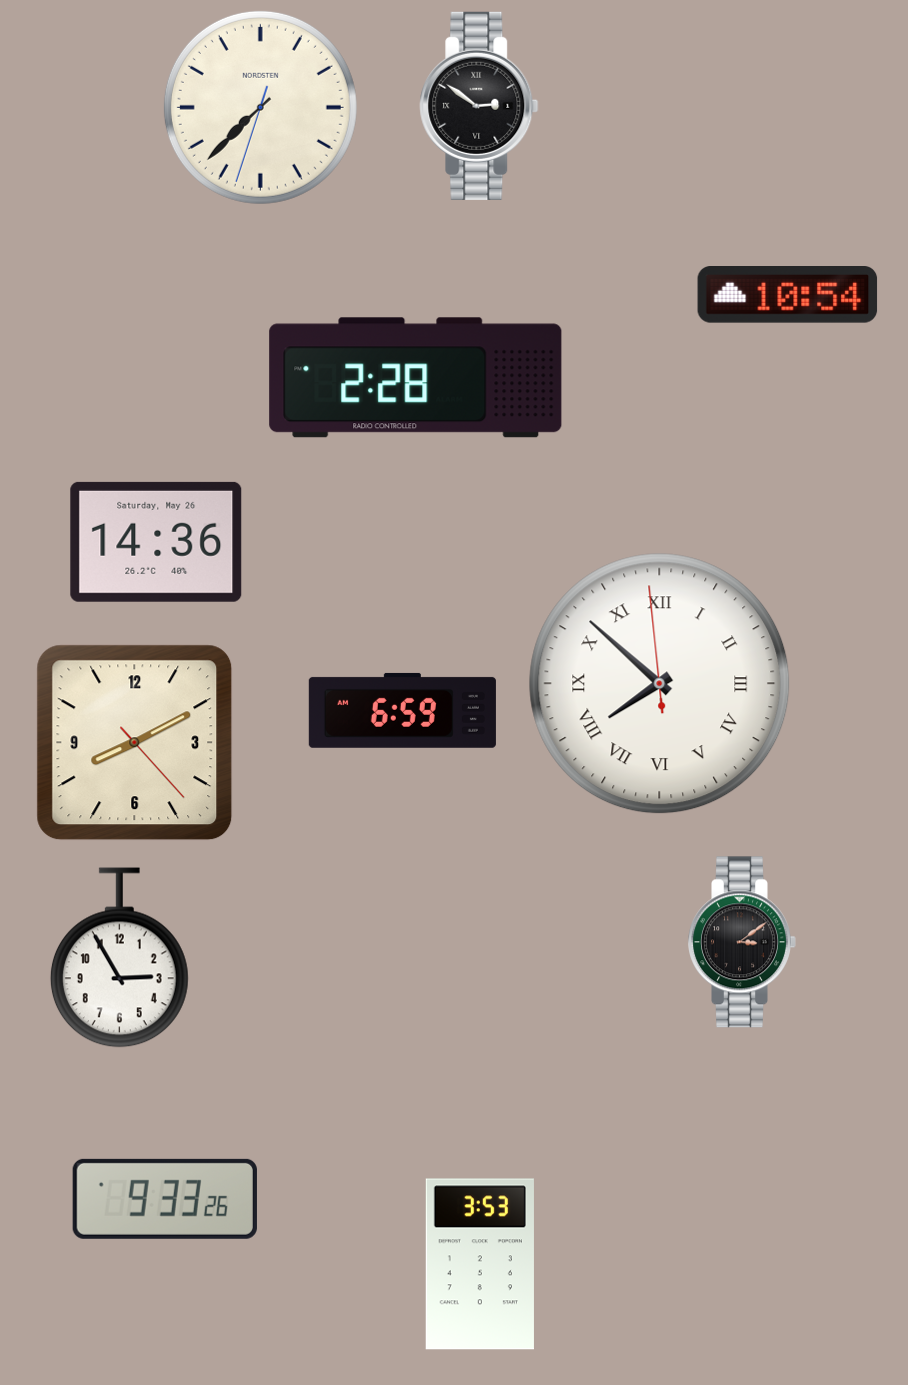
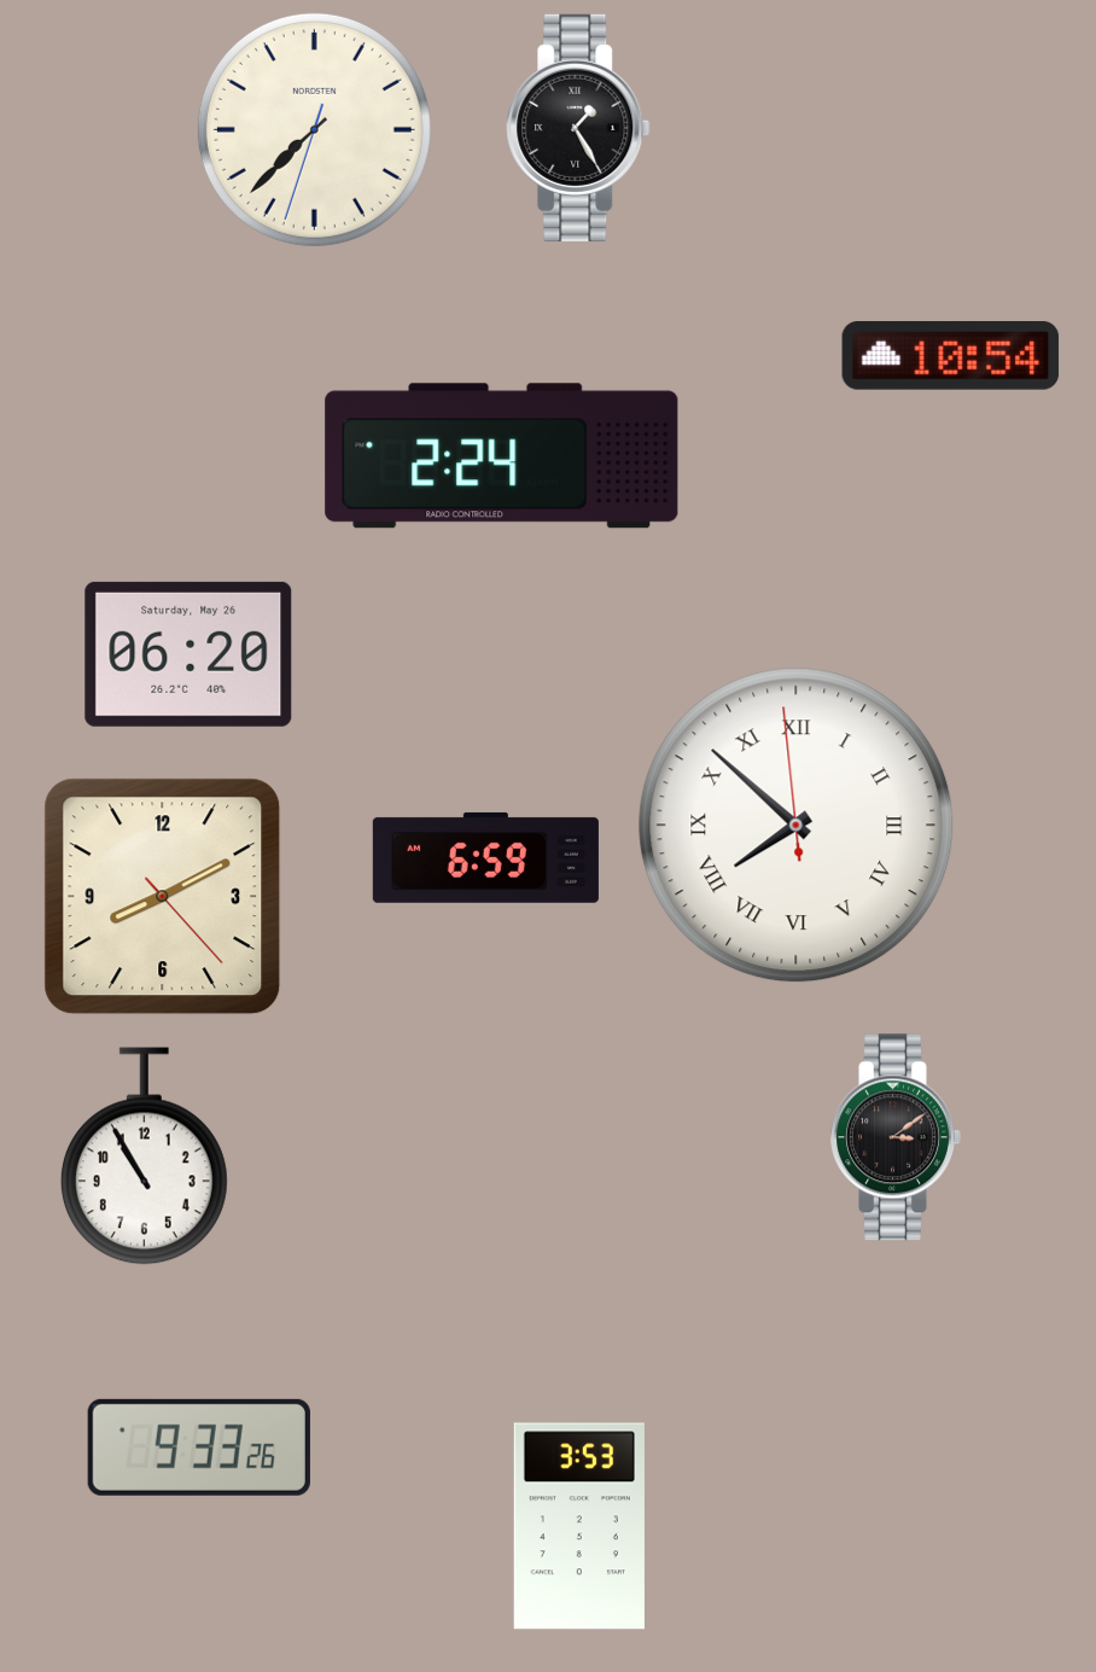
clock at (479, 106): 2:51 -> 1:25
clock at (416, 378): 2:28 -> 2:24
clock at (156, 542): 14:36 -> 06:20
clock at (119, 958): 2:55 -> 10:55
